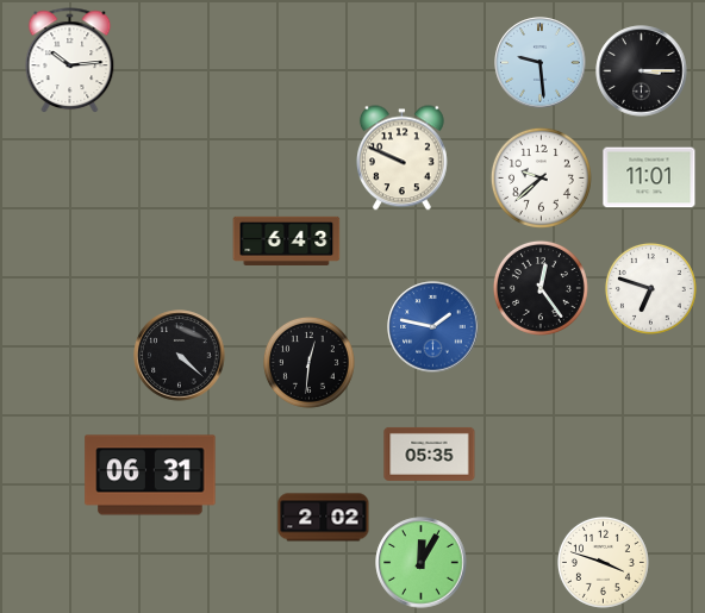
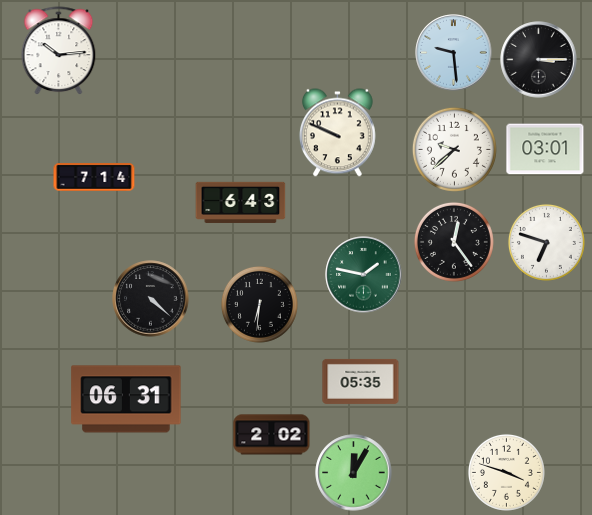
clock at (649, 177): 11:01 -> 03:01
clock at (94, 178): none -> 7:14
clock at (433, 327) dial: blue -> green
clock at (308, 362): 12:31 -> 6:31
